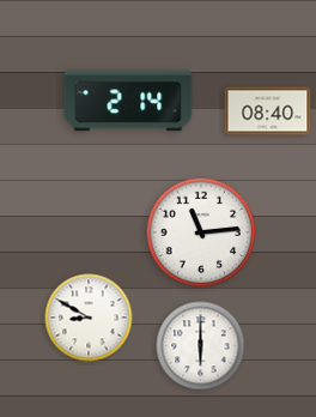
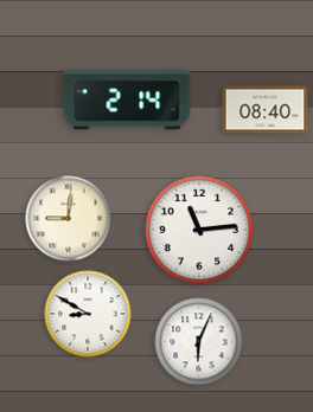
clock at (69, 219): none -> 9:01
clock at (201, 346): 6:00 -> 6:04
